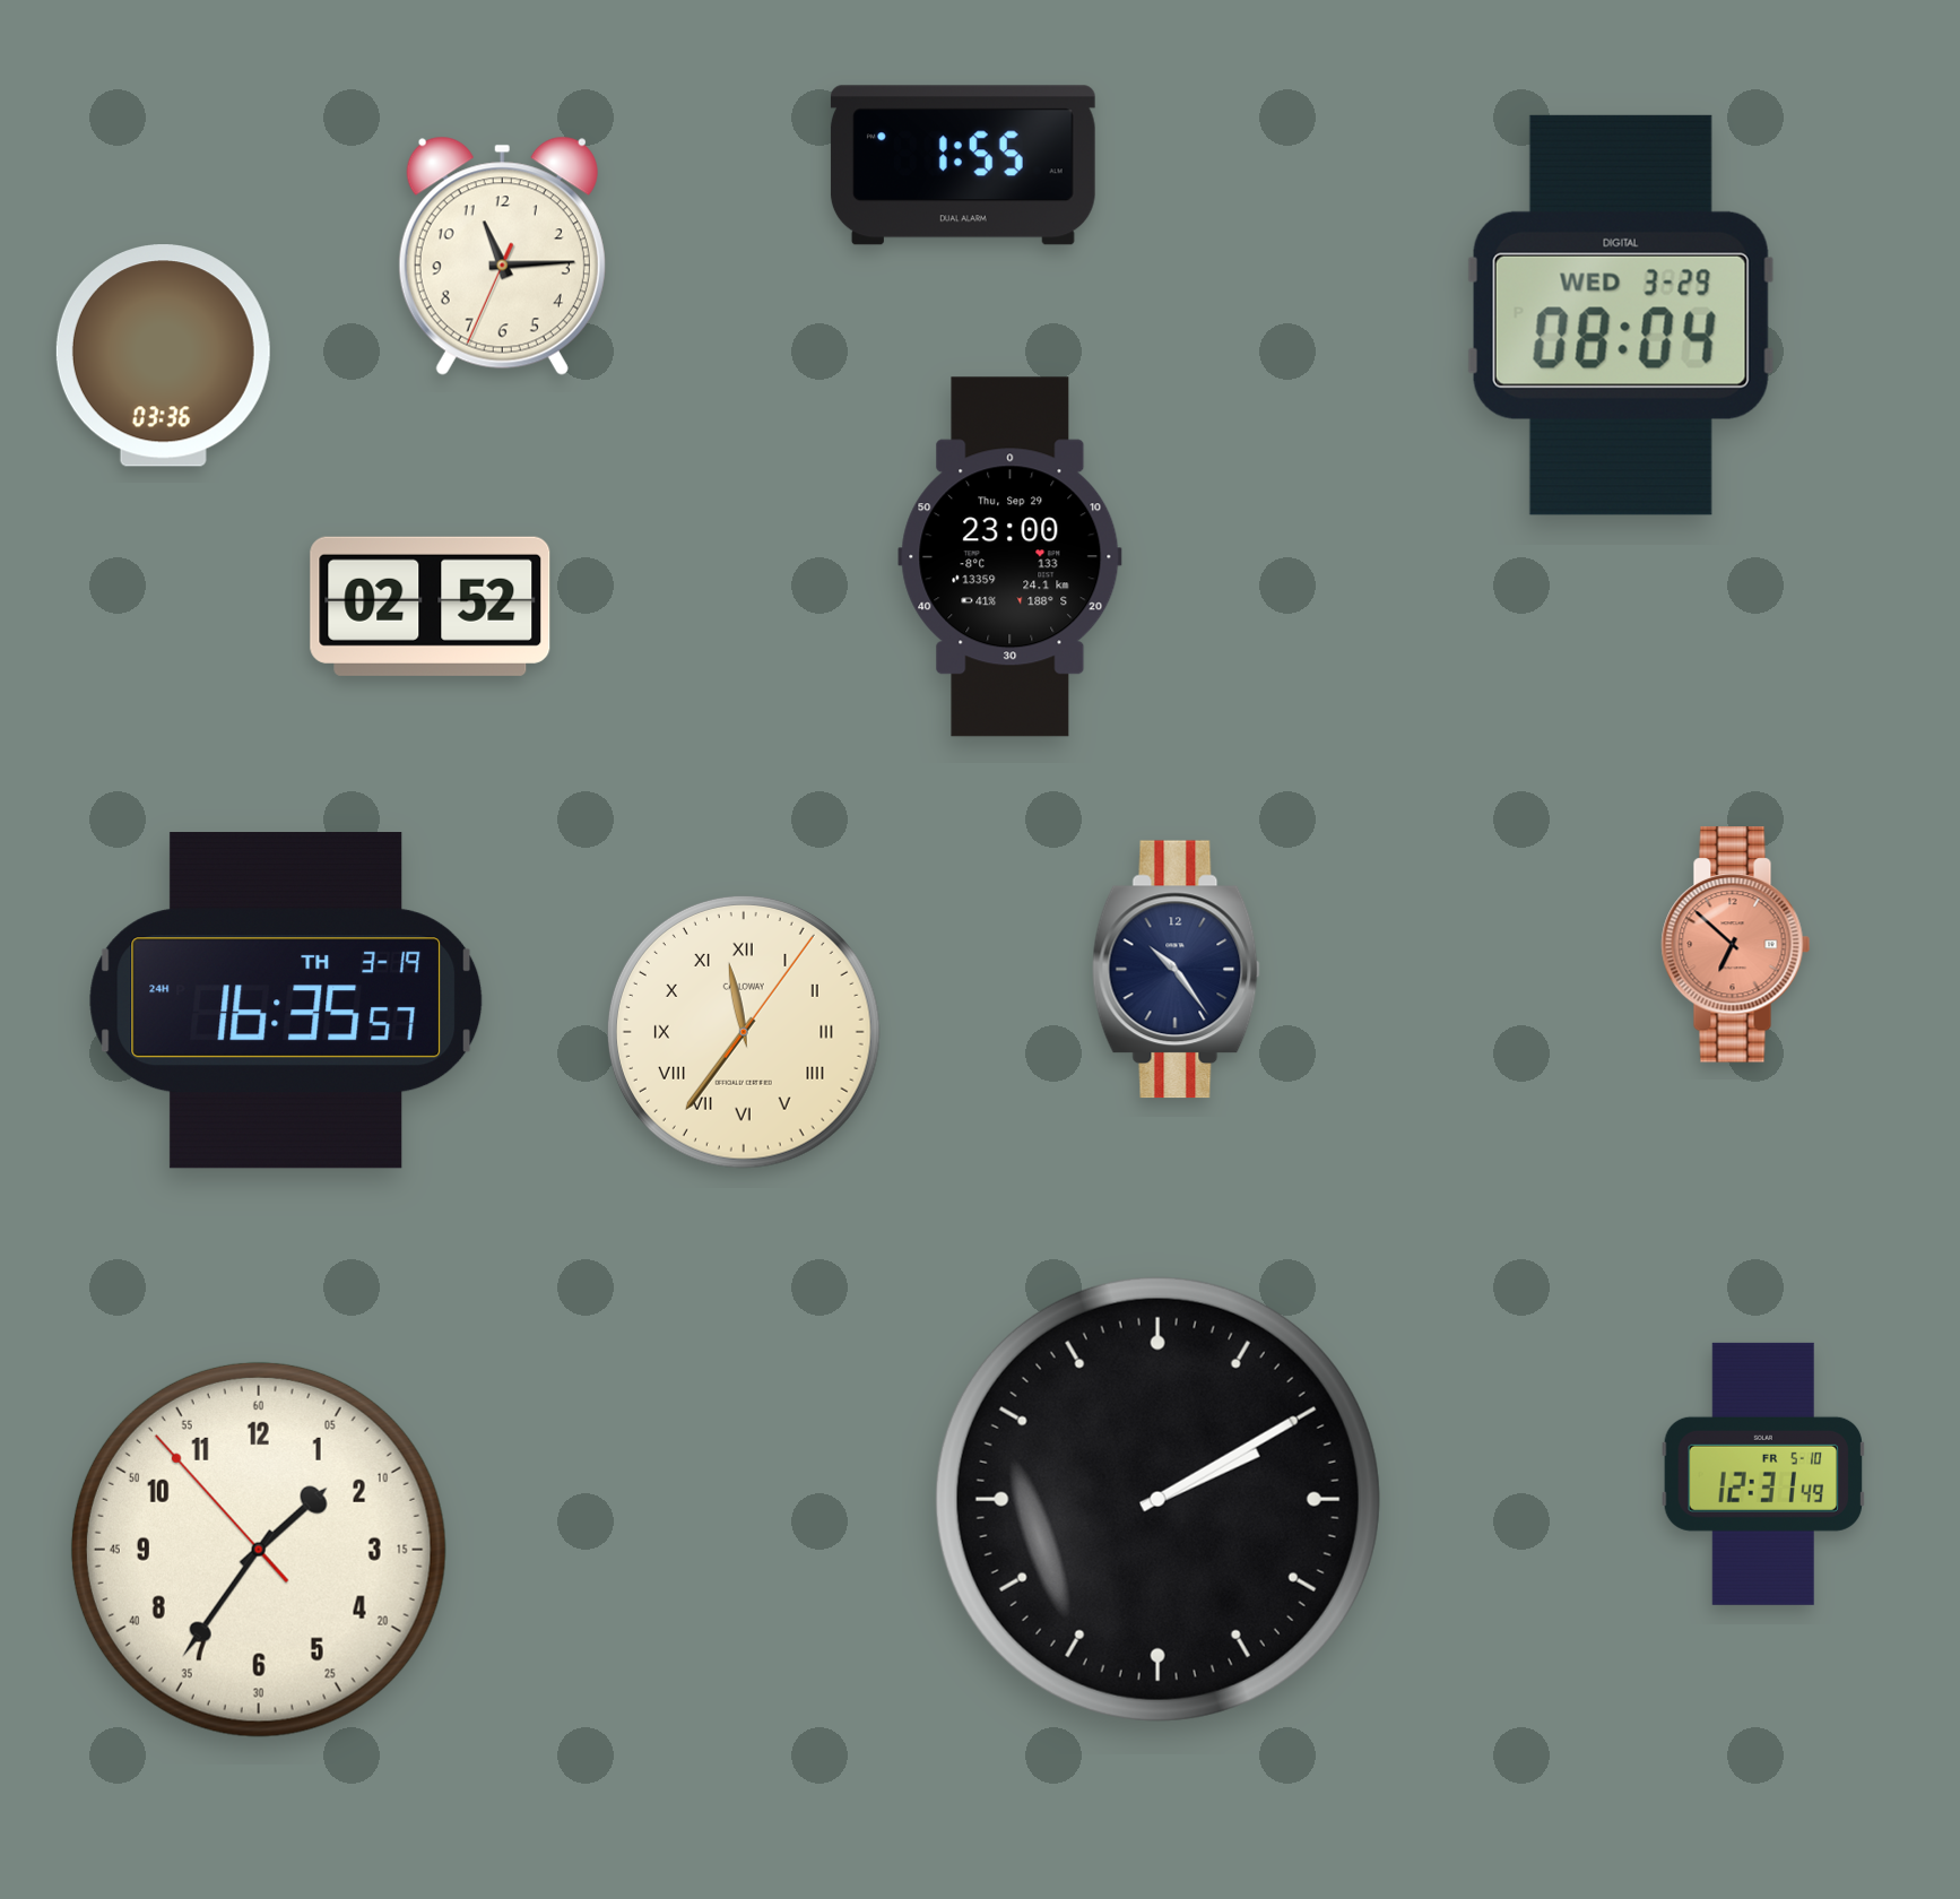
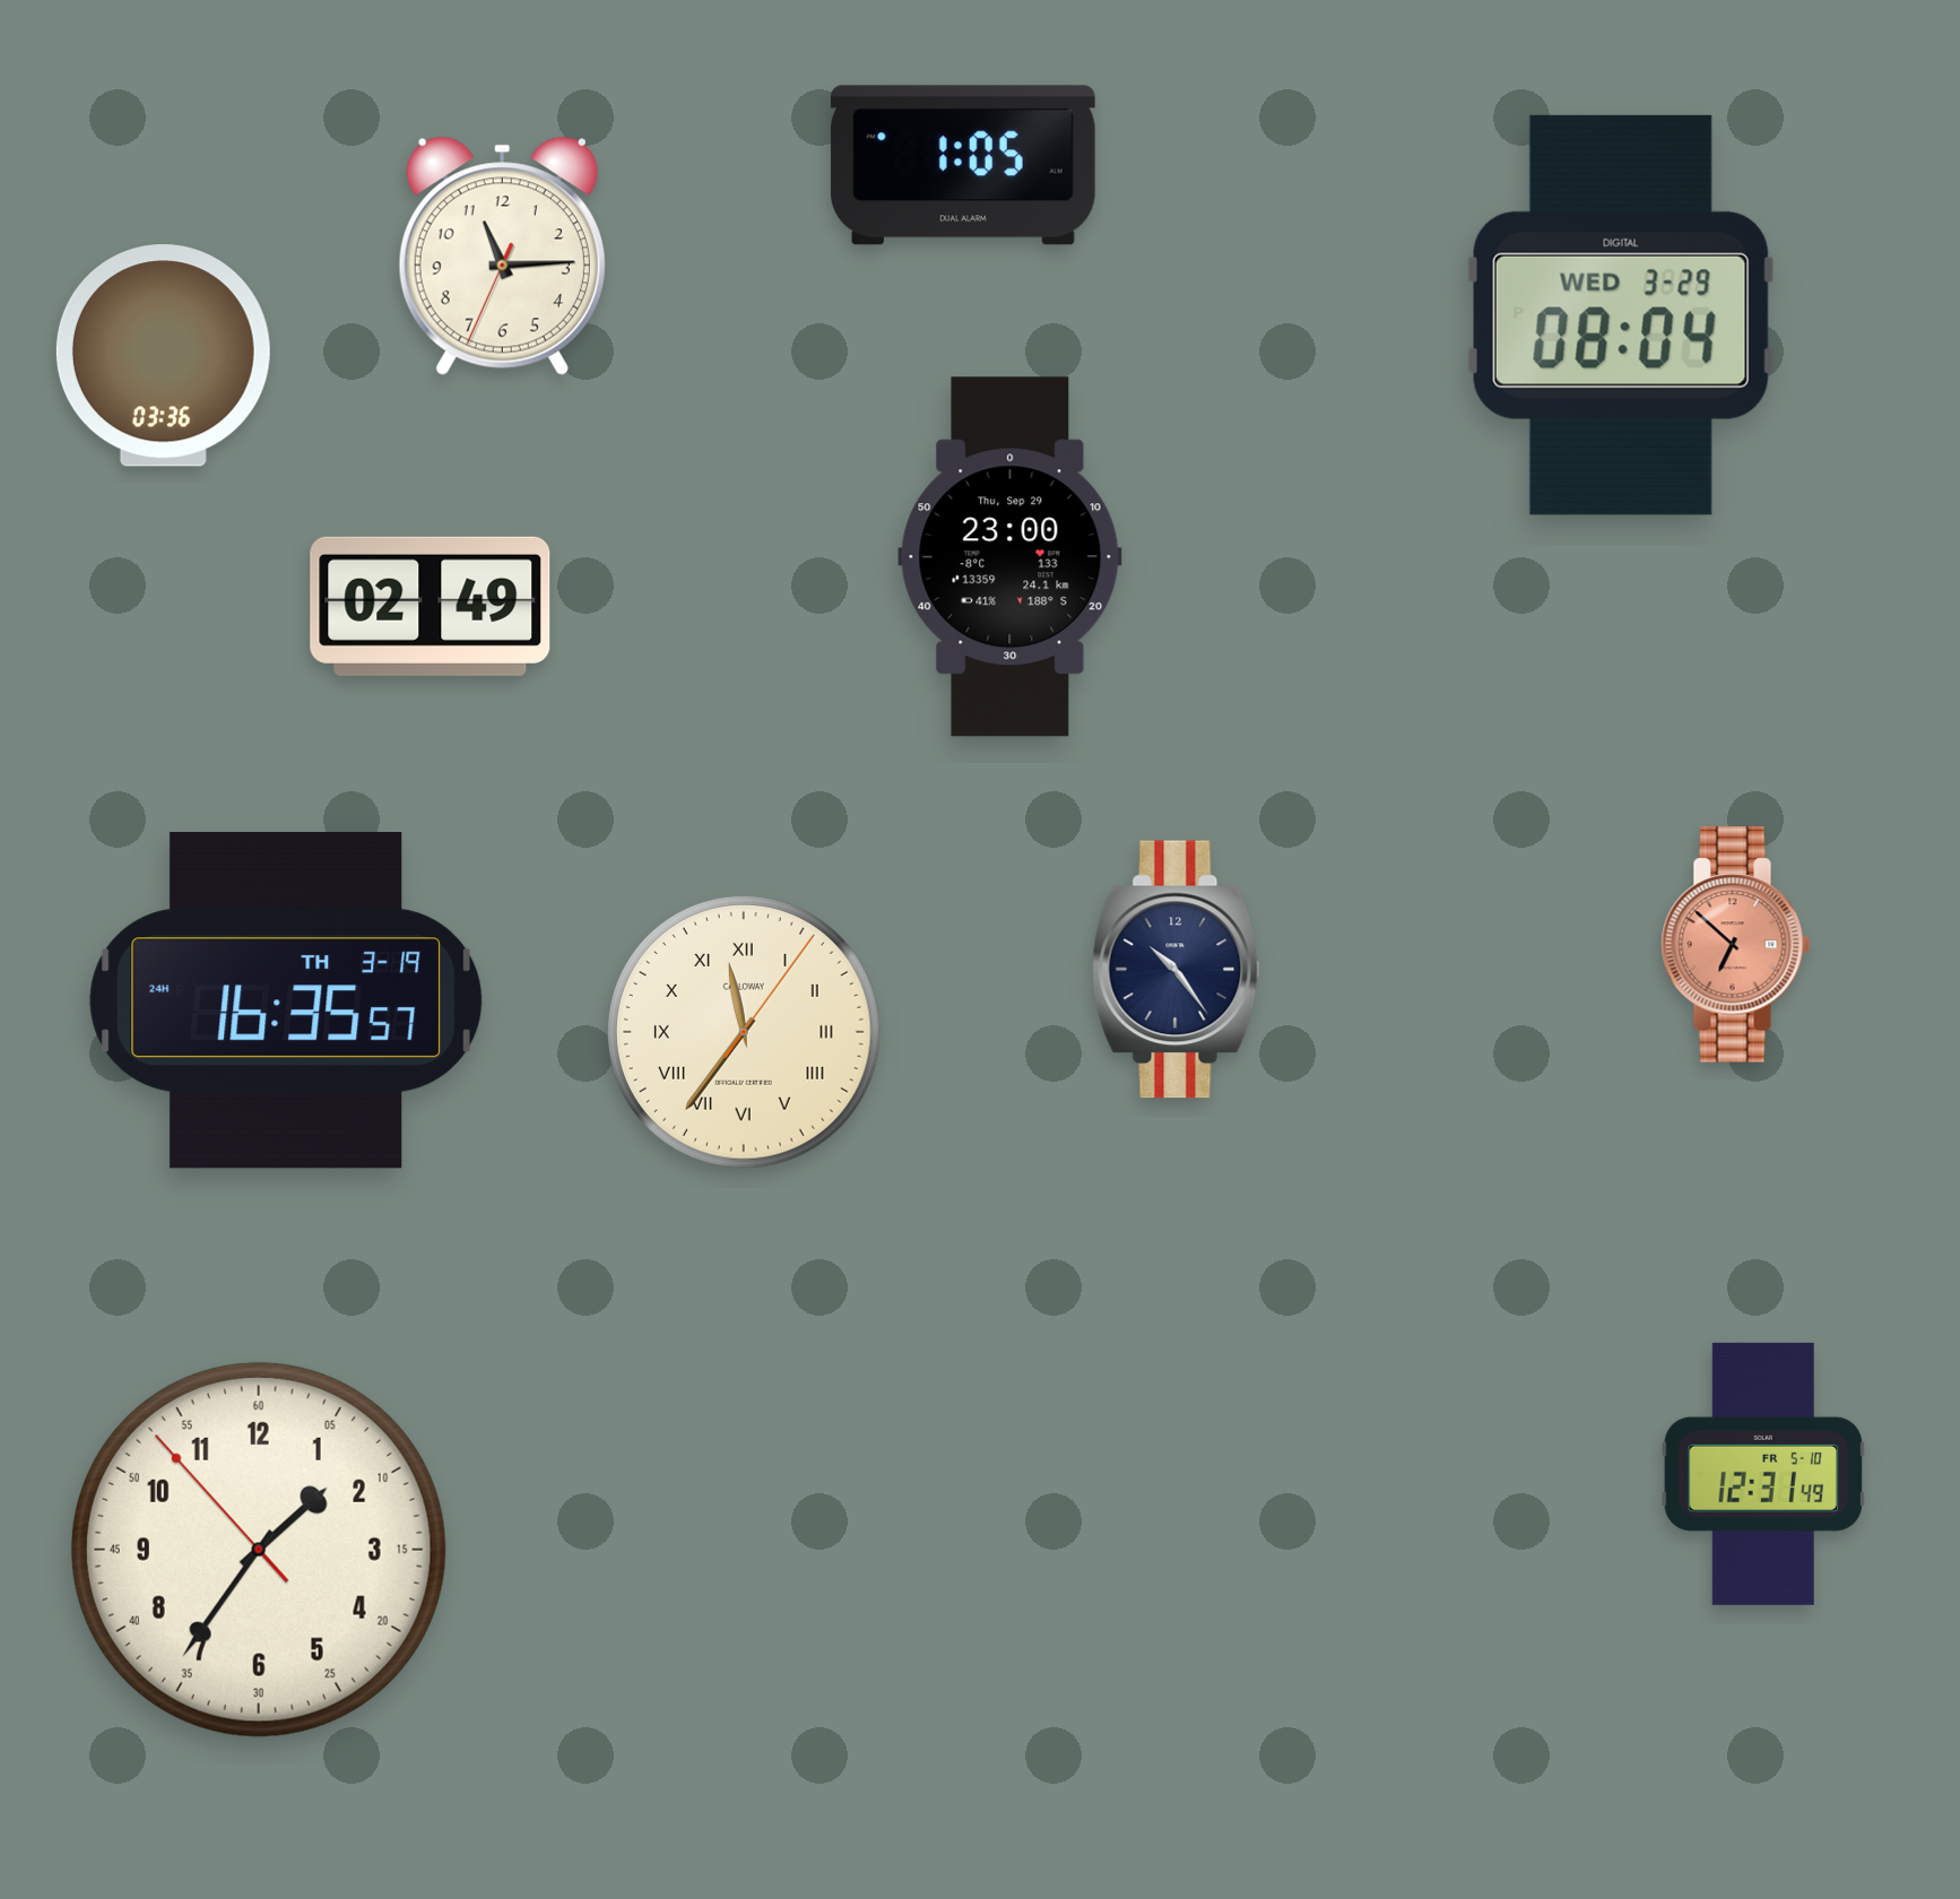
clock at (963, 165): 1:55 -> 1:05
clock at (431, 606): 02:52 -> 02:49
clock at (1157, 1499): 2:10 -> none
